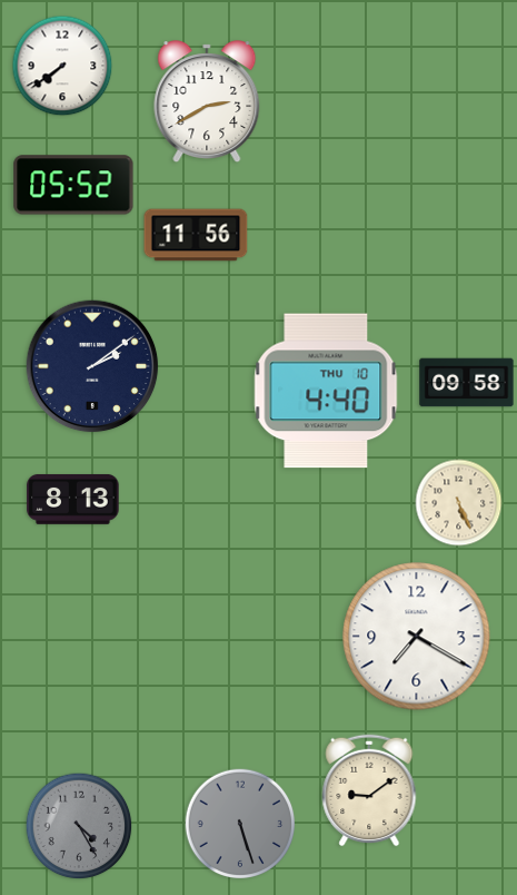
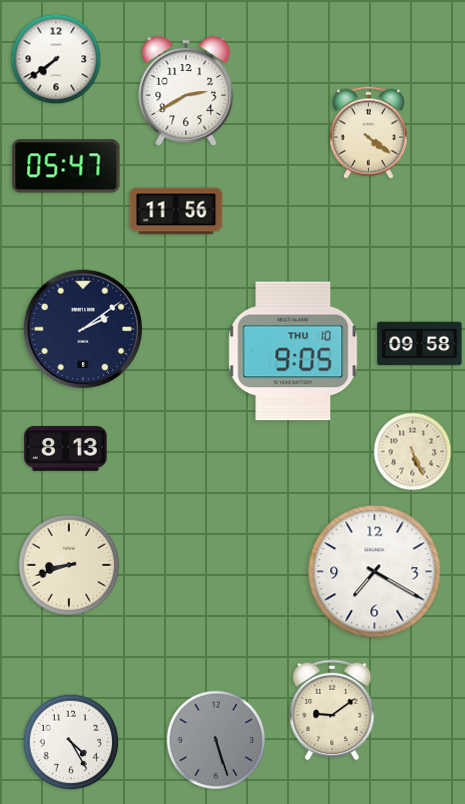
clock at (368, 132): none -> 4:21
clock at (73, 185): 05:52 -> 05:47
clock at (326, 391): 4:40 -> 9:05
clock at (68, 564): none -> 8:42
clock at (79, 826) dial: grey -> white
